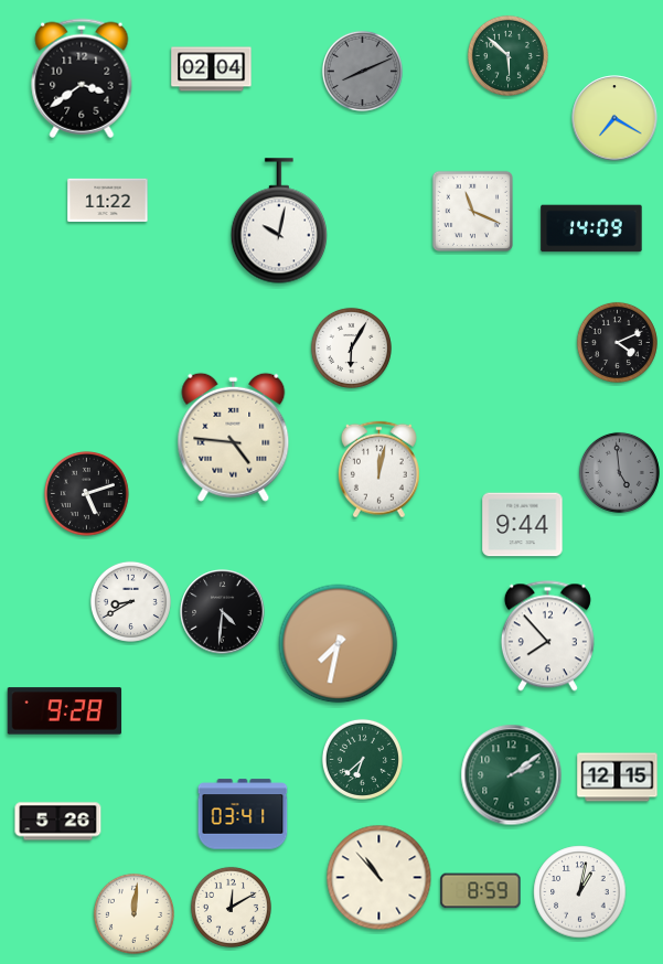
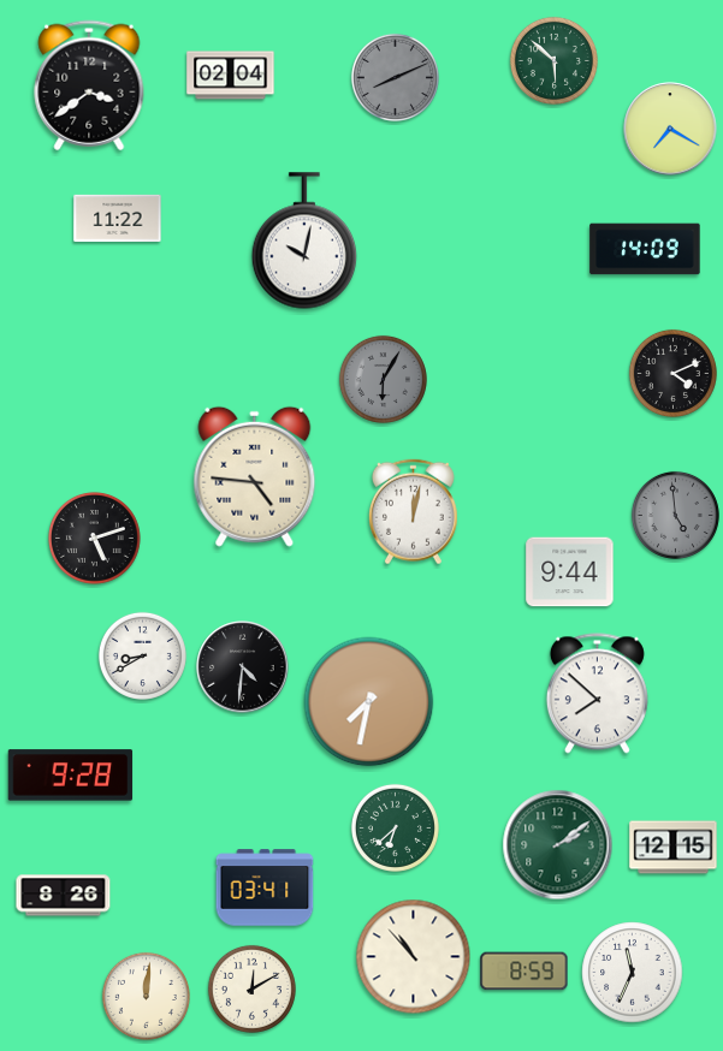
clock at (472, 211): 11:19 -> none
clock at (351, 347) dial: white -> grey
clock at (547, 636): 7:53 -> 7:52
clock at (58, 822): 5:26 -> 8:26
clock at (580, 892): 1:02 -> 11:34
